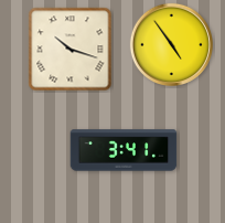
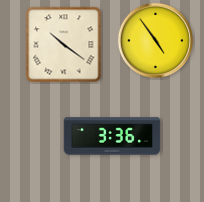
clock at (71, 50): 10:18 -> 10:21
clock at (124, 150): 3:41 -> 3:36
